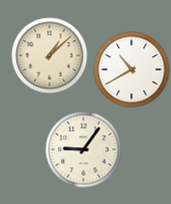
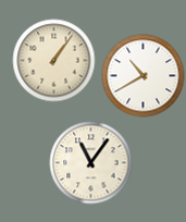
clock at (50, 56): 1:08 -> 1:06
clock at (84, 150): 9:06 -> 11:06
